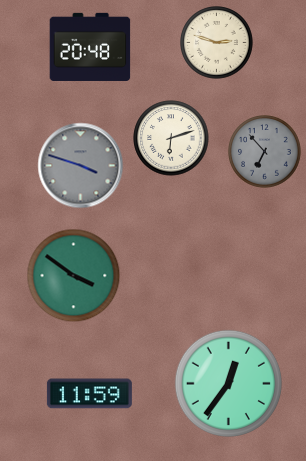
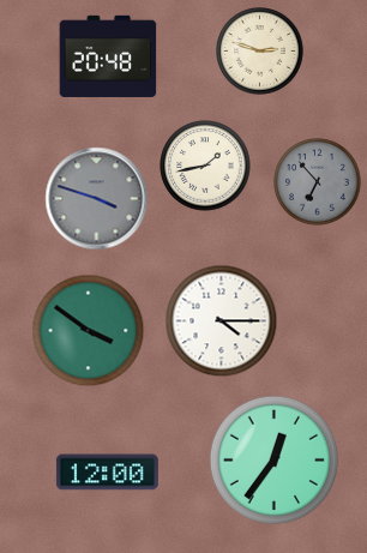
clock at (171, 138): 6:12 -> 1:43
clock at (222, 321): none -> 4:15
clock at (89, 394): 11:59 -> 12:00
